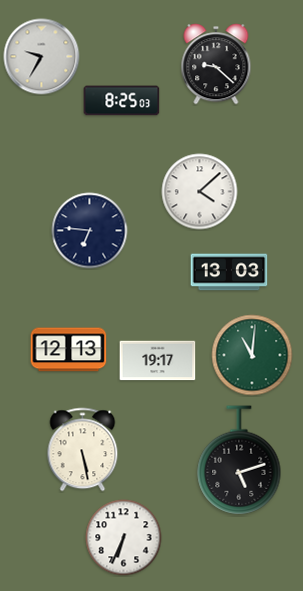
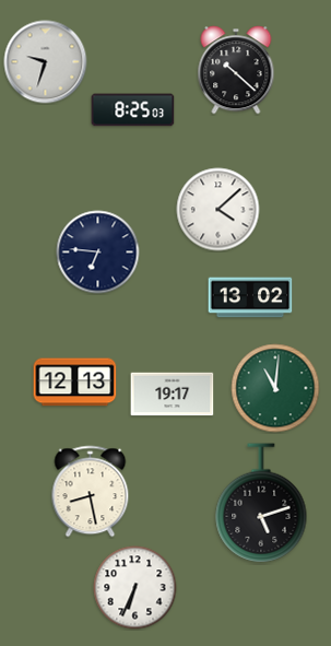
clock at (42, 57): 9:35 -> 9:33
clock at (216, 64): 9:22 -> 10:22
clock at (229, 272): 13:03 -> 13:02
clock at (83, 450): 5:28 -> 8:28
